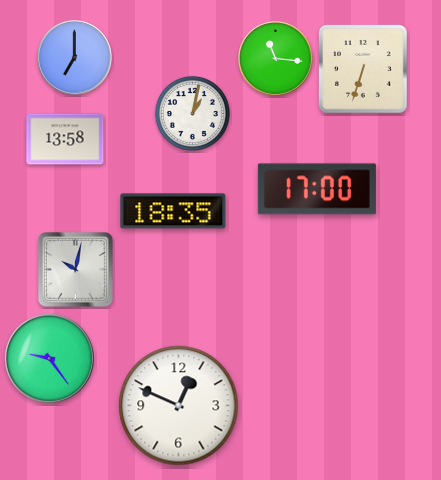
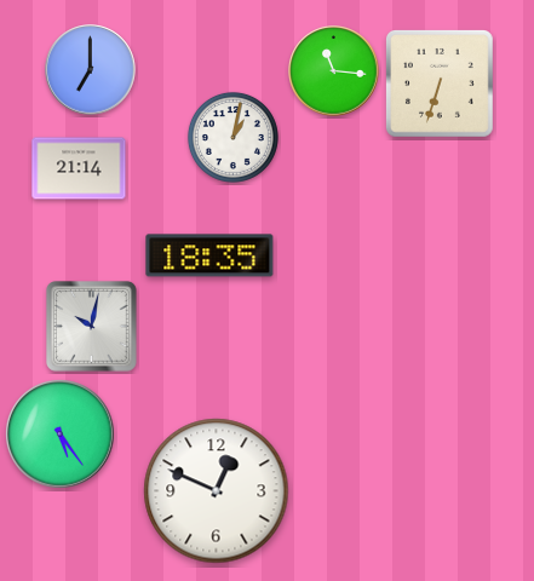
clock at (65, 139): 13:58 -> 21:14
clock at (317, 189): 17:00 -> none
clock at (50, 359): 9:24 -> 5:24
